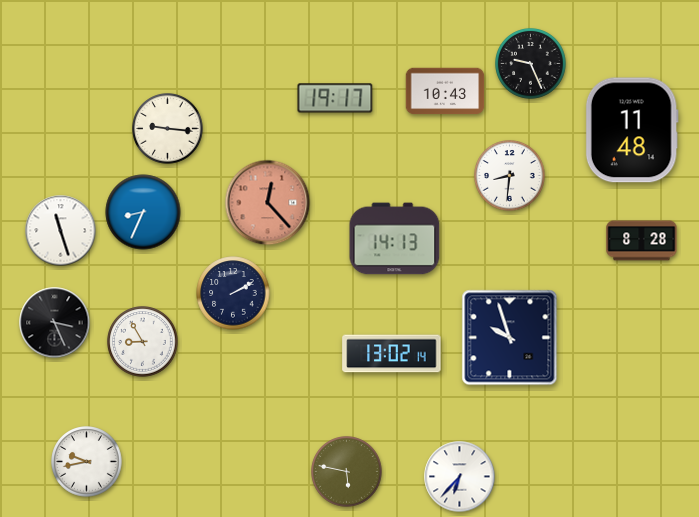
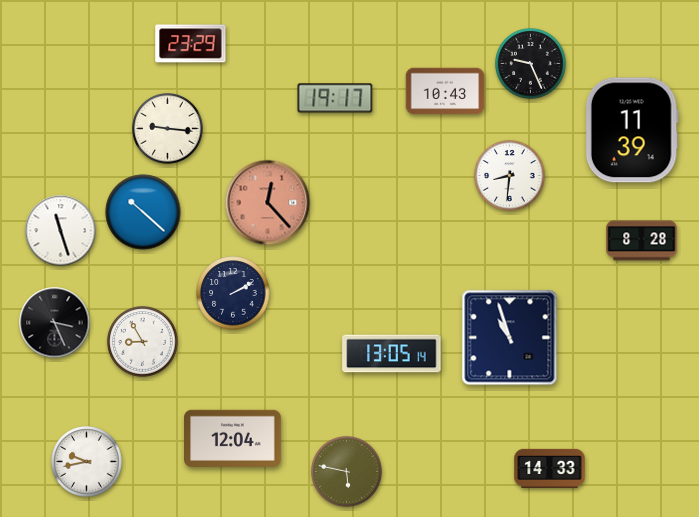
clock at (191, 44): none -> 23:29
clock at (632, 130): 11:48 -> 11:39
clock at (143, 212): 8:34 -> 10:22
clock at (395, 239): 14:13 -> none
clock at (510, 338): 9:57 -> 10:57
clock at (392, 354): 13:02 -> 13:05
clock at (233, 438): none -> 12:04
clock at (550, 468): none -> 14:33
clock at (460, 477): 6:37 -> none
